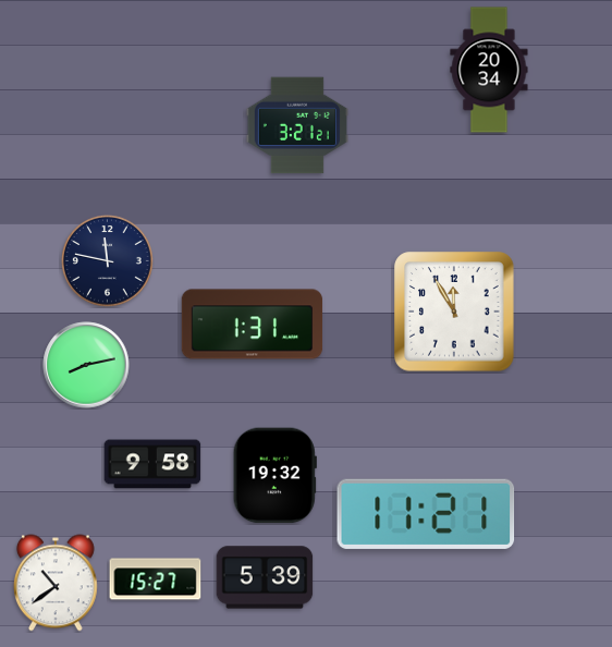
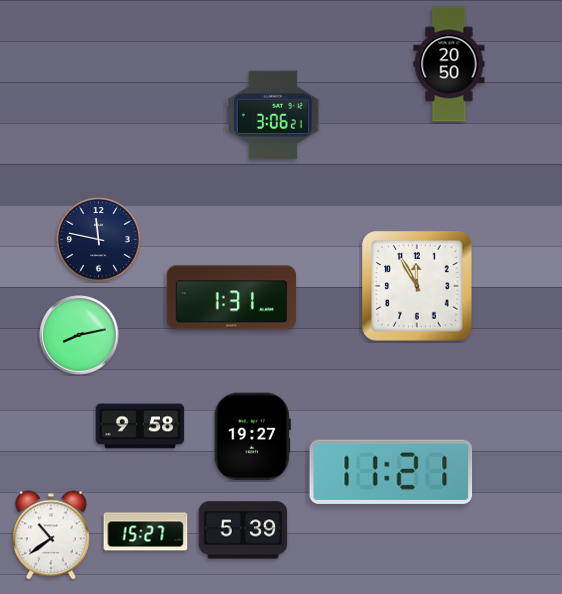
clock at (489, 70): 20:34 -> 20:50
clock at (297, 125): 3:21 -> 3:06
clock at (274, 476): 19:32 -> 19:27
clock at (156, 579) position: (156, 579) -> (146, 532)
